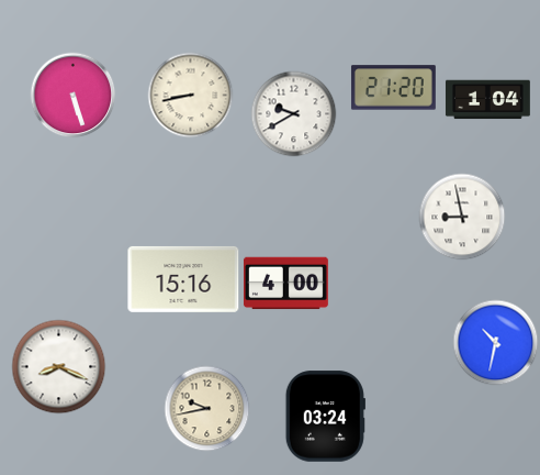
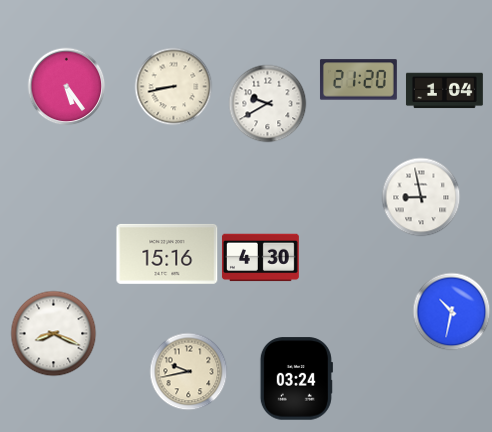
clock at (72, 95): 5:27 -> 5:24
clock at (285, 284): 4:00 -> 4:30
